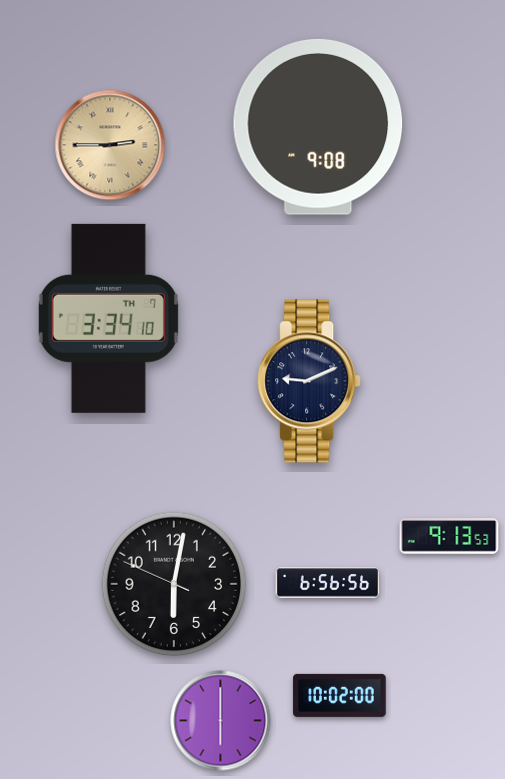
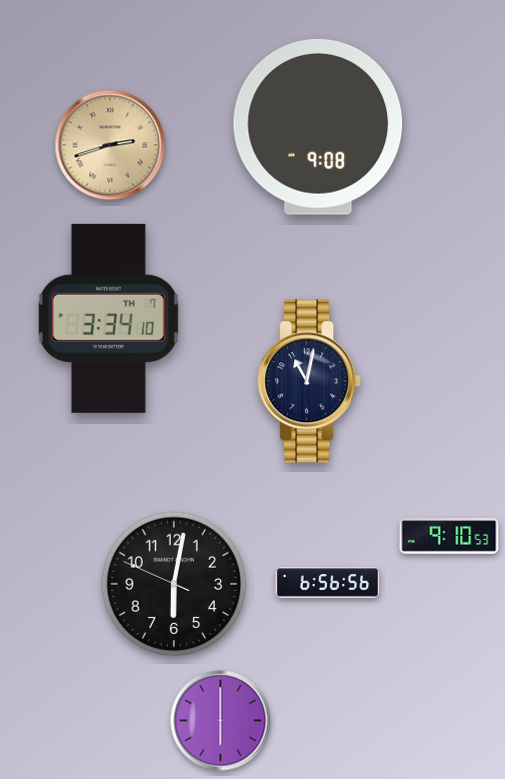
clock at (110, 145): 2:45 -> 2:42
clock at (309, 381): 9:11 -> 11:02
clock at (449, 536): 9:13 -> 9:10
clock at (340, 695): 10:02 -> none
